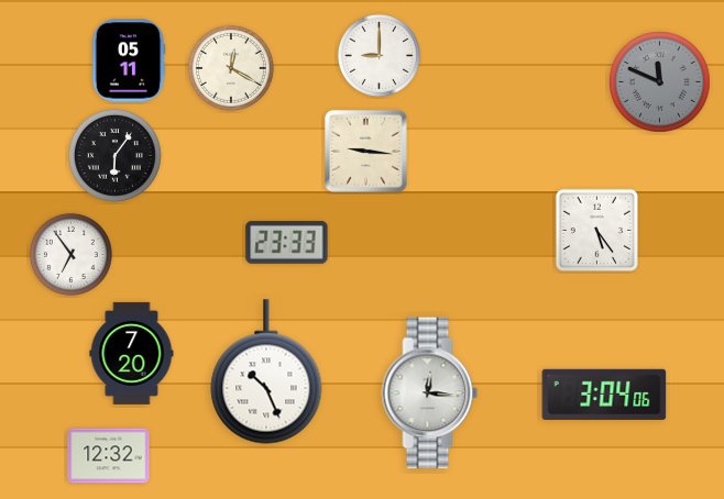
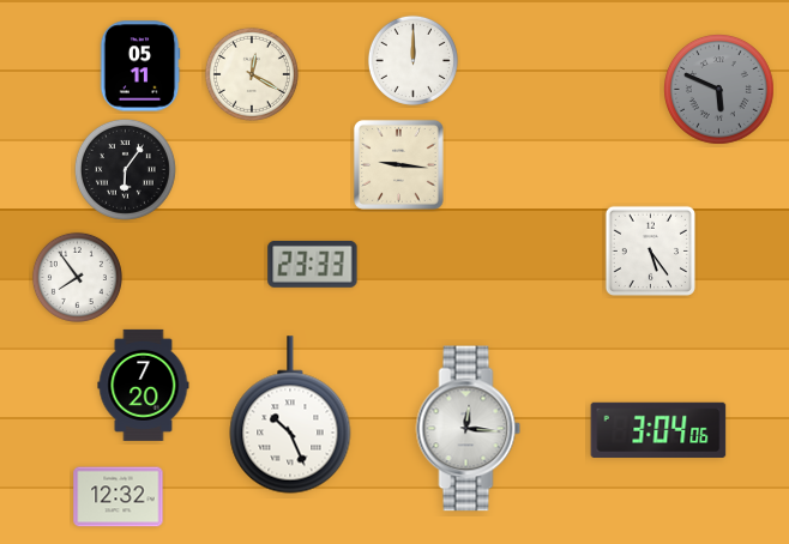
clock at (379, 55): 9:00 -> 12:00
clock at (660, 82): 11:49 -> 5:49
clock at (70, 254): 6:54 -> 7:54
clock at (266, 372) position: (266, 372) -> (290, 415)
